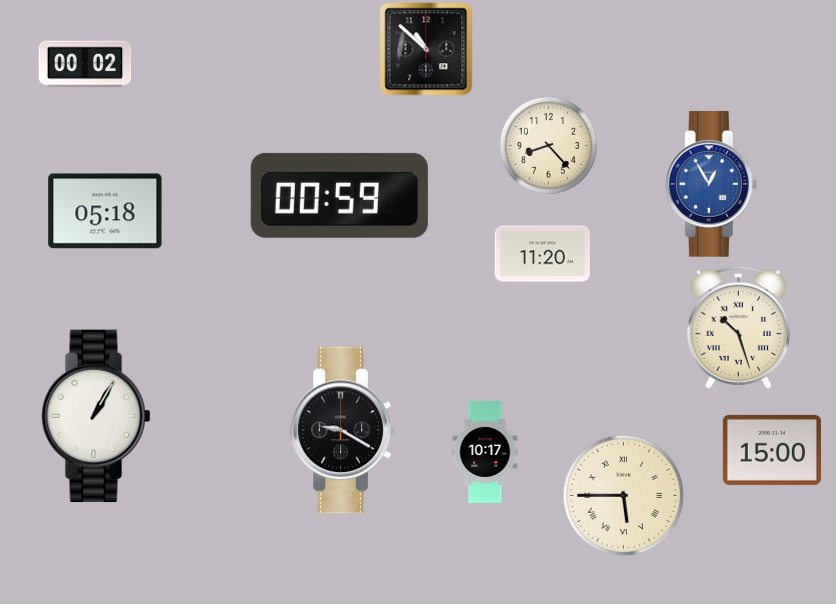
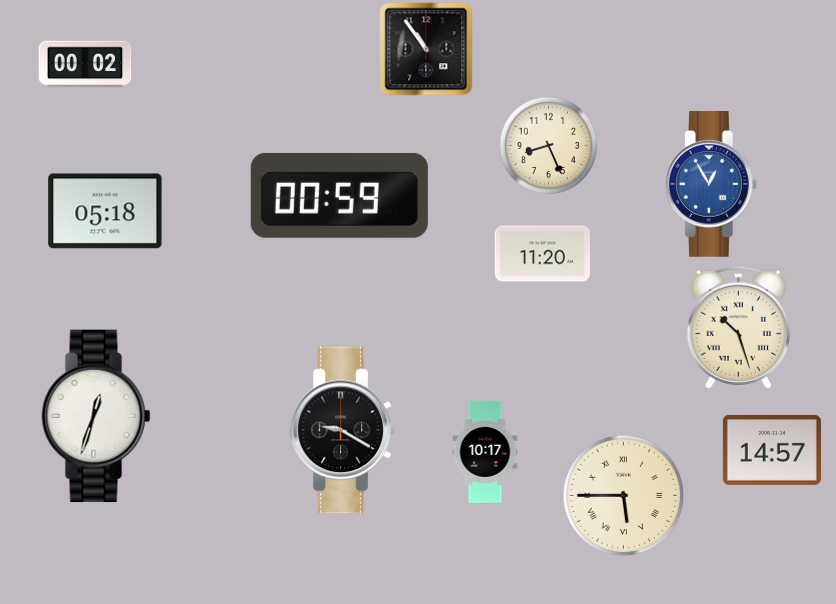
clock at (426, 49): 10:52 -> 10:54
clock at (548, 145): 8:23 -> 8:26
clock at (96, 416): 1:05 -> 12:33
clock at (772, 450): 15:00 -> 14:57
